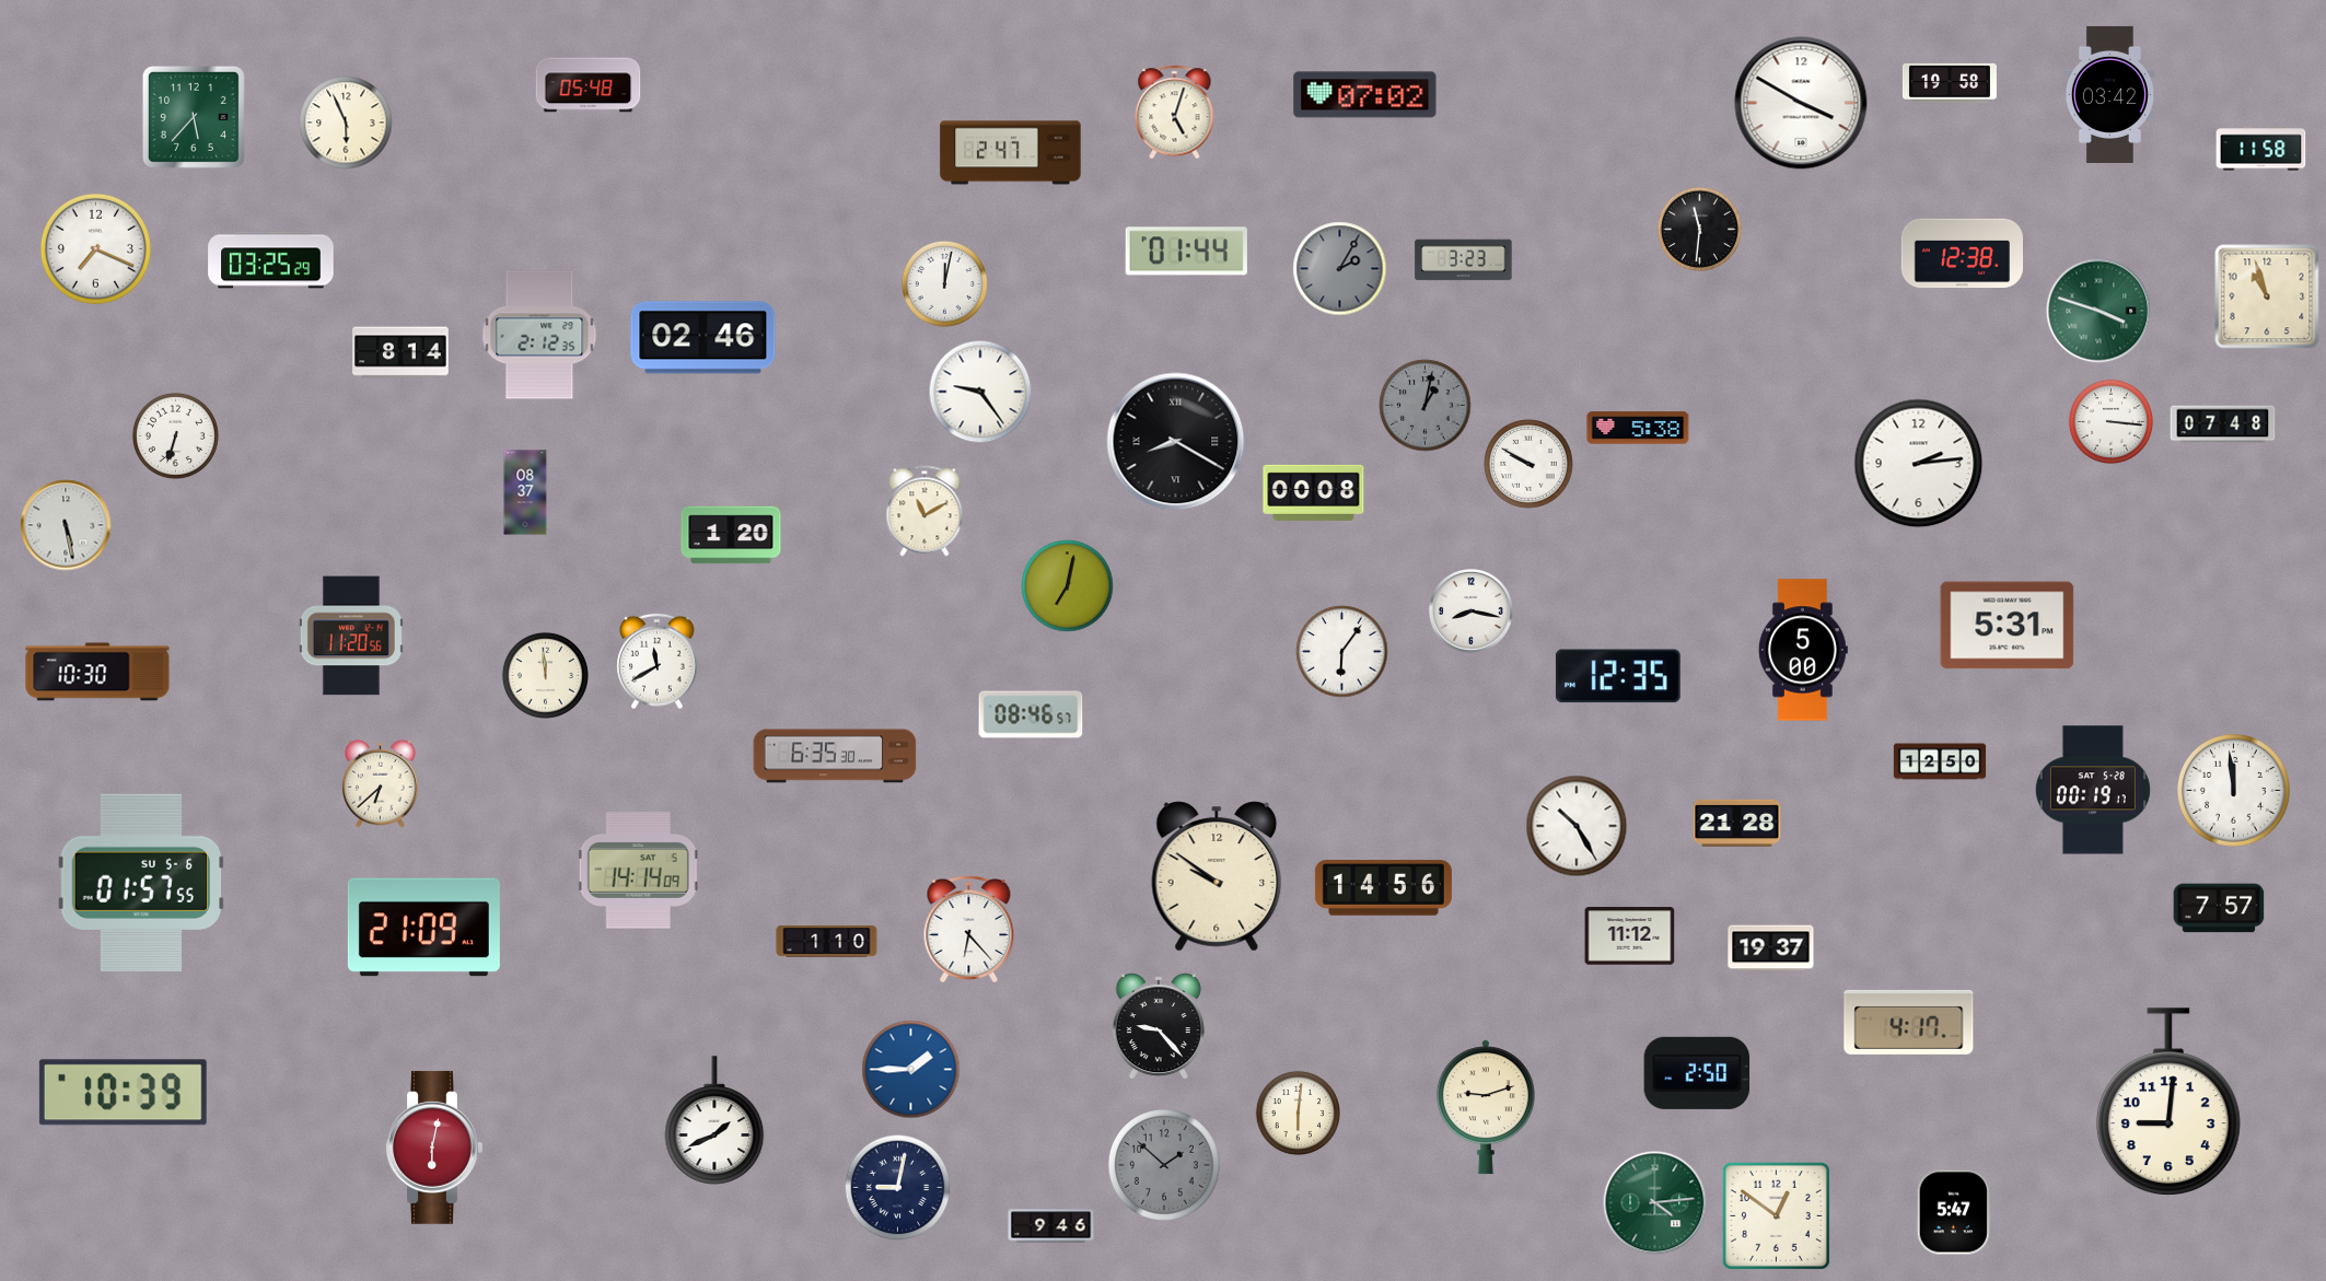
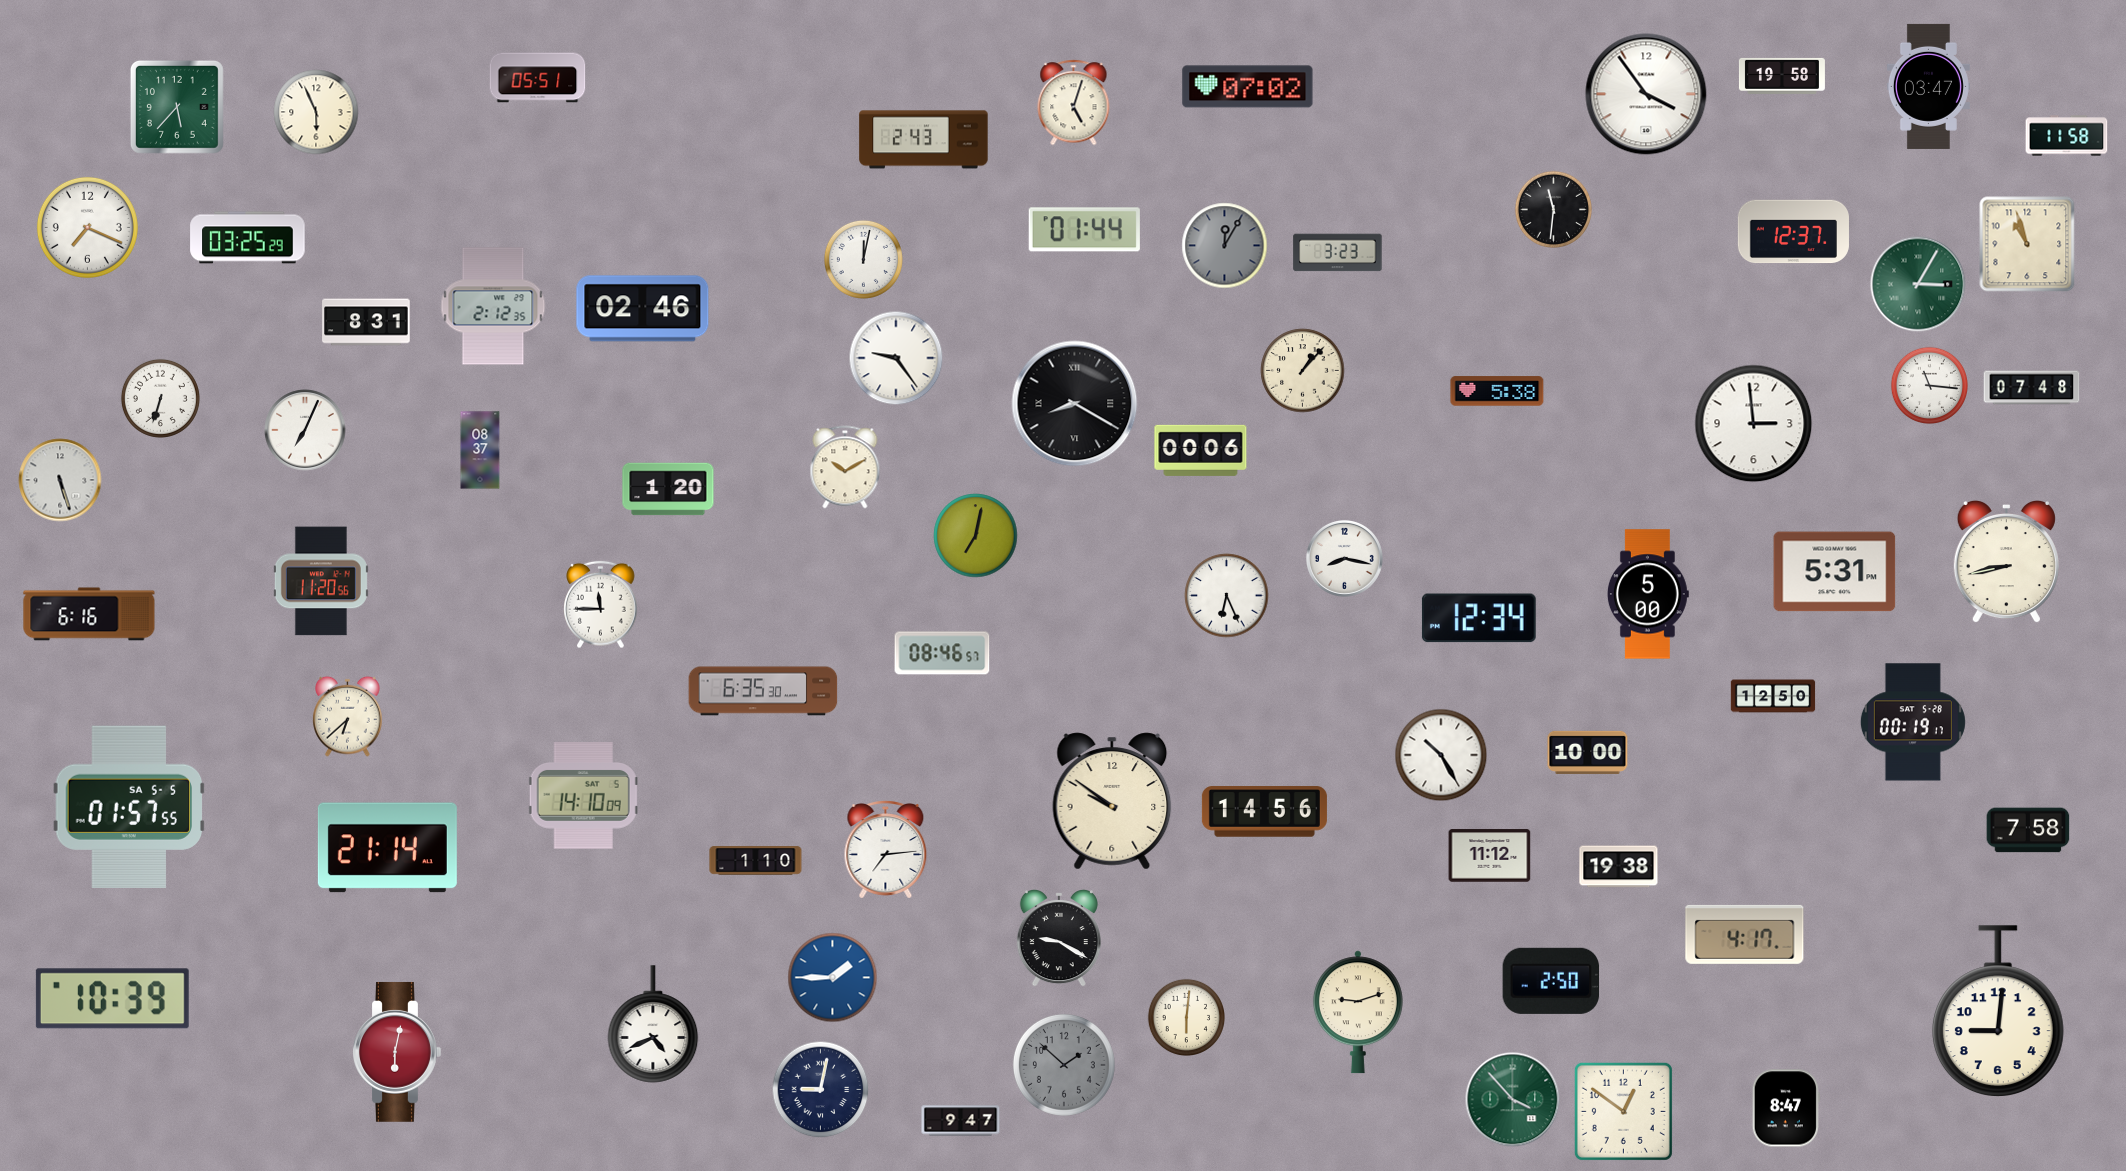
clock at (589, 85): 05:48 -> 05:51
clock at (2109, 94): 03:42 -> 03:47
clock at (1801, 103): 3:50 -> 3:54
clock at (1011, 153): 2:47 -> 2:43
clock at (1962, 254): 12:38 -> 12:37
clock at (1464, 260) position: (1464, 260) -> (1338, 253)
clock at (1340, 269): 2:05 -> 12:05
clock at (2267, 296) position: (2267, 296) -> (2027, 244)
clock at (2098, 311): 3:48 -> 3:05
clock at (400, 352): 8:14 -> 8:31
clock at (1426, 406): 1:02 -> 1:07
clock at (1426, 406) dial: grey -> cream
clock at (2110, 421): 3:16 -> 11:16
clock at (1528, 464): 9:50 -> none
clock at (1919, 464): 2:14 -> 2:59
clock at (305, 430): none -> 7:04
clock at (1314, 492): 00:08 -> 00:06
clock at (924, 511): 11:10 -> 10:10
clock at (66, 525): 5:28 -> 5:27
clock at (2006, 562): none -> 8:43
clock at (1342, 652): 6:06 -> 6:26
clock at (658, 662): 11:40 -> 11:45
clock at (97, 672): 10:30 -> 6:16
clock at (545, 675): 11:59 -> none
clock at (1618, 676): 12:35 -> 12:34
clock at (2233, 790): 11:59 -> none
clock at (1737, 823): 21:28 -> 10:00
clock at (638, 871): 14:14 -> 14:10
clock at (140, 883) date: SU 5-6 -> SA 5-5
clock at (2219, 908): 7:57 -> 7:58
clock at (423, 928): 21:09 -> 21:14
clock at (969, 930): 6:23 -> 7:14
clock at (1771, 948): 19:37 -> 19:38
clock at (1159, 1026): 9:23 -> 9:20
clock at (2168, 1102) position: (2168, 1102) -> (1998, 1011)
clock at (714, 1120): 1:41 -> 4:41
clock at (434, 1148) position: (434, 1148) -> (397, 1052)
clock at (898, 1188) position: (898, 1188) -> (821, 1090)
clock at (1655, 1203): 4:14 -> 3:53
clock at (1954, 1212): 5:47 -> 8:47
clock at (1051, 1226): 9:46 -> 9:47
